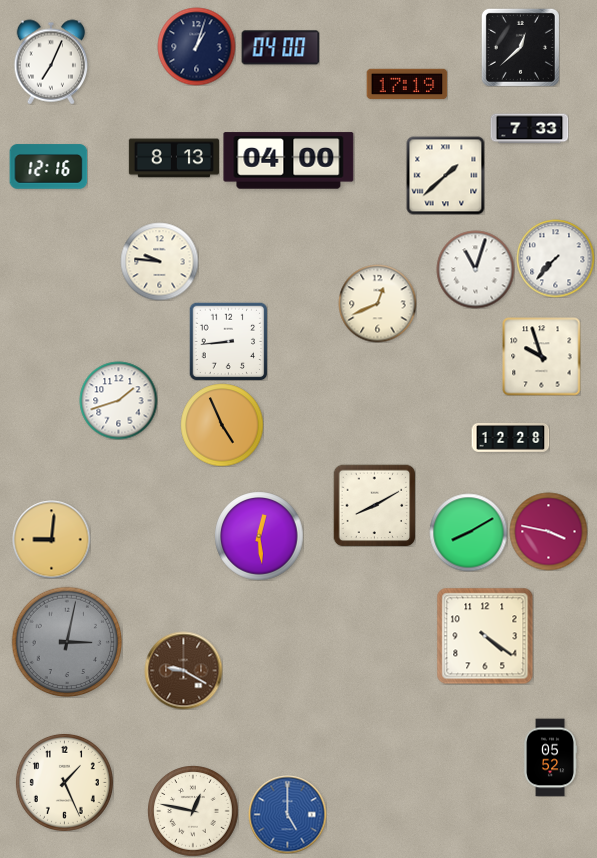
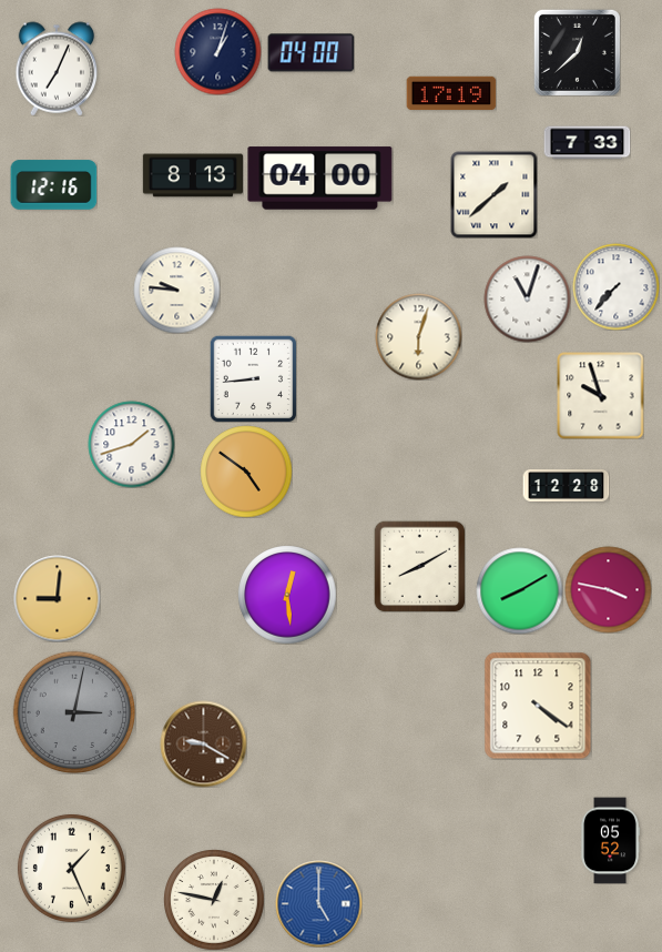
clock at (377, 303): 12:41 -> 6:03
clock at (222, 425): 4:56 -> 4:51
clock at (374, 505) position: (374, 505) -> (419, 566)
